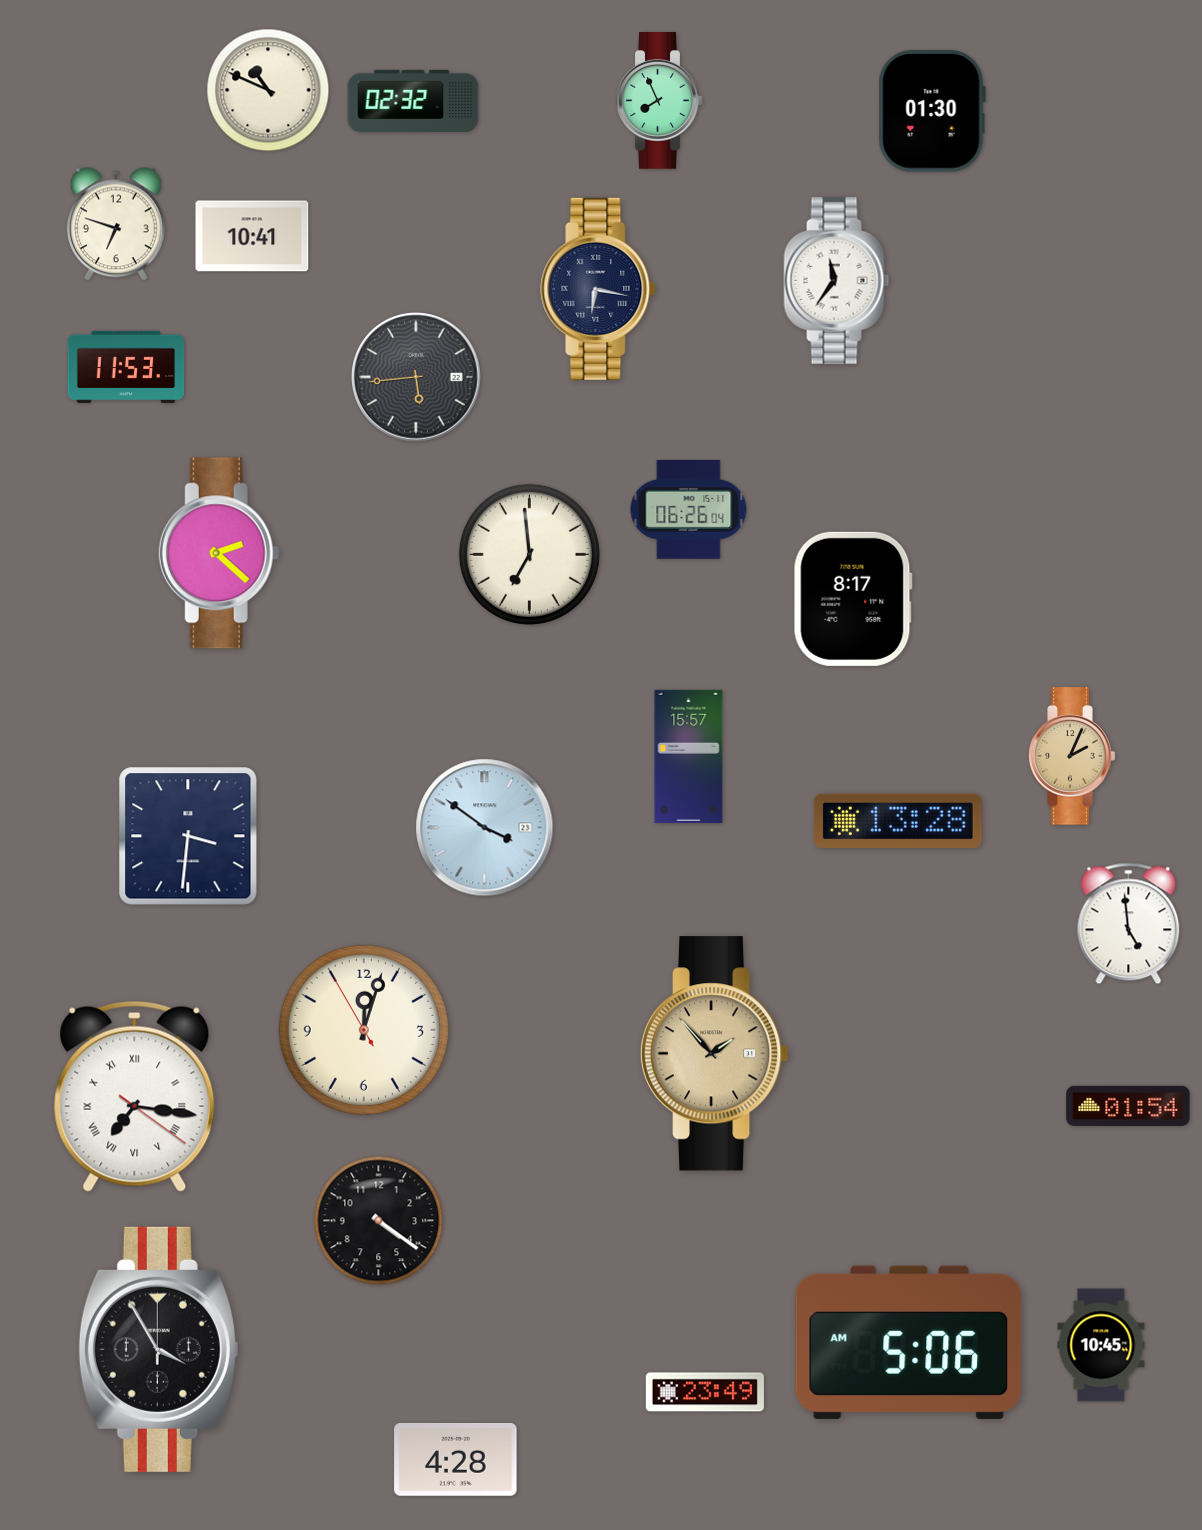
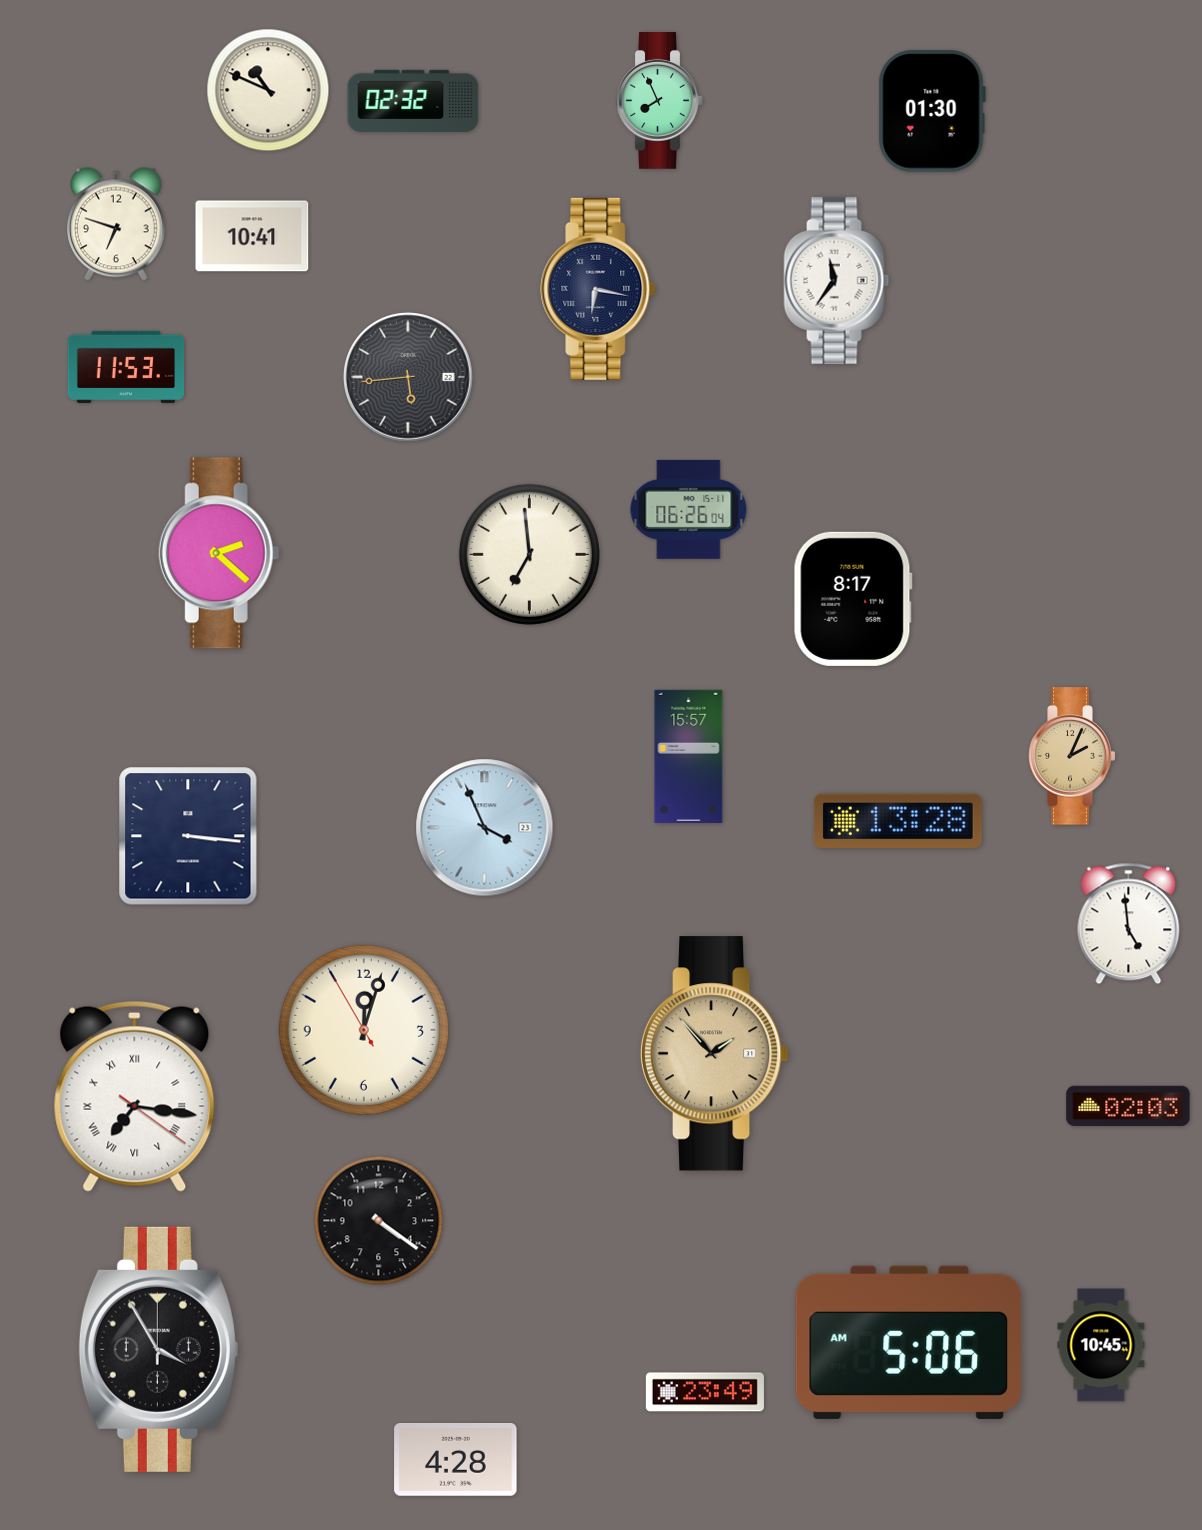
clock at (416, 377) position: (416, 377) -> (408, 377)
clock at (485, 828): 3:51 -> 3:56
clock at (188, 836): 3:31 -> 3:16
clock at (1128, 1105): 01:54 -> 02:03
